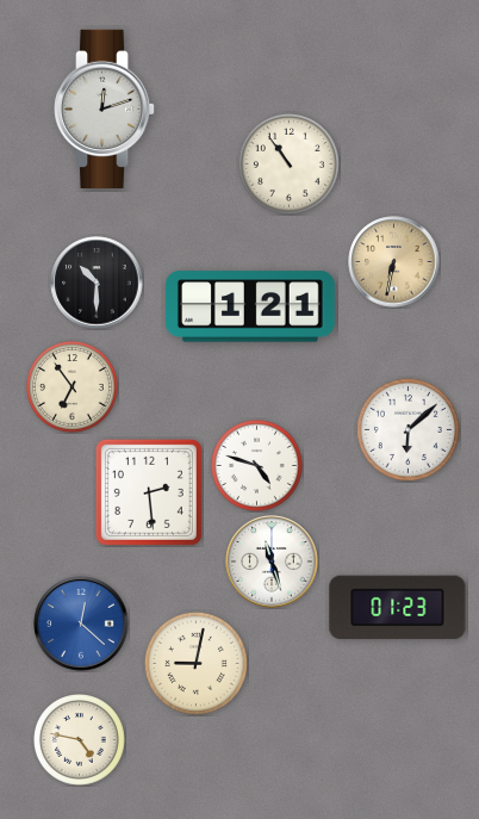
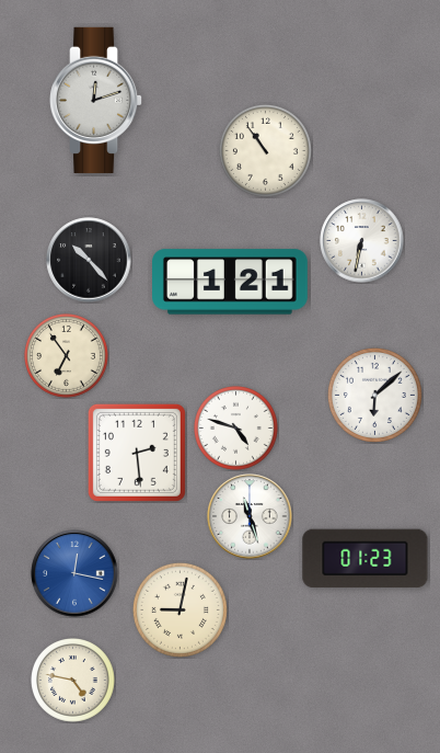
clock at (394, 262) dial: champagne -> white
clock at (97, 283): 10:30 -> 10:23
clock at (81, 623): 12:22 -> 12:17
